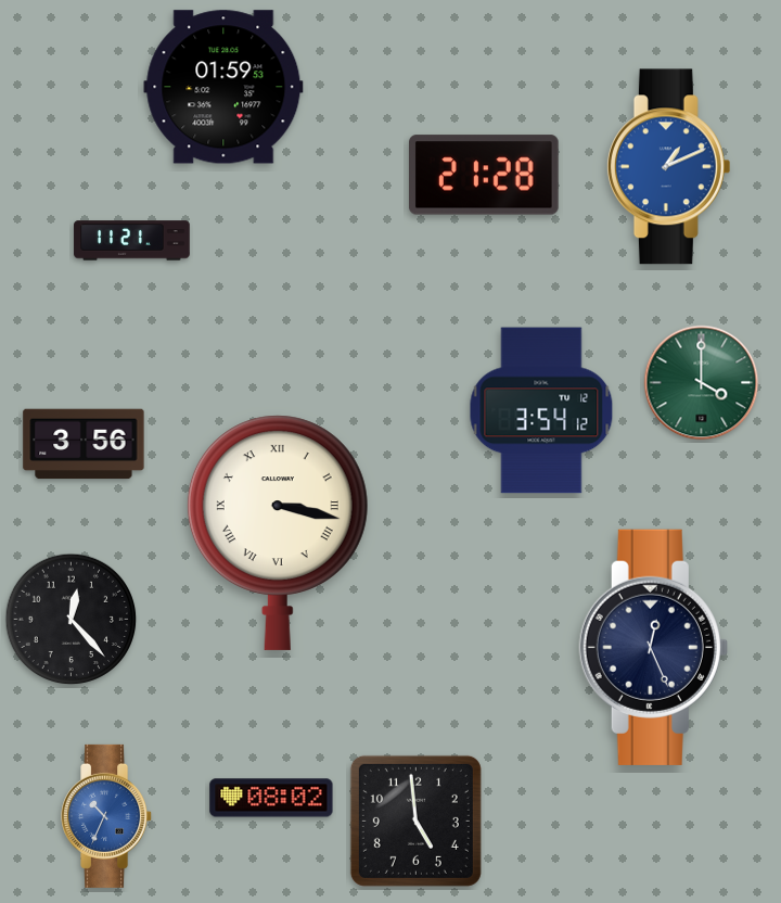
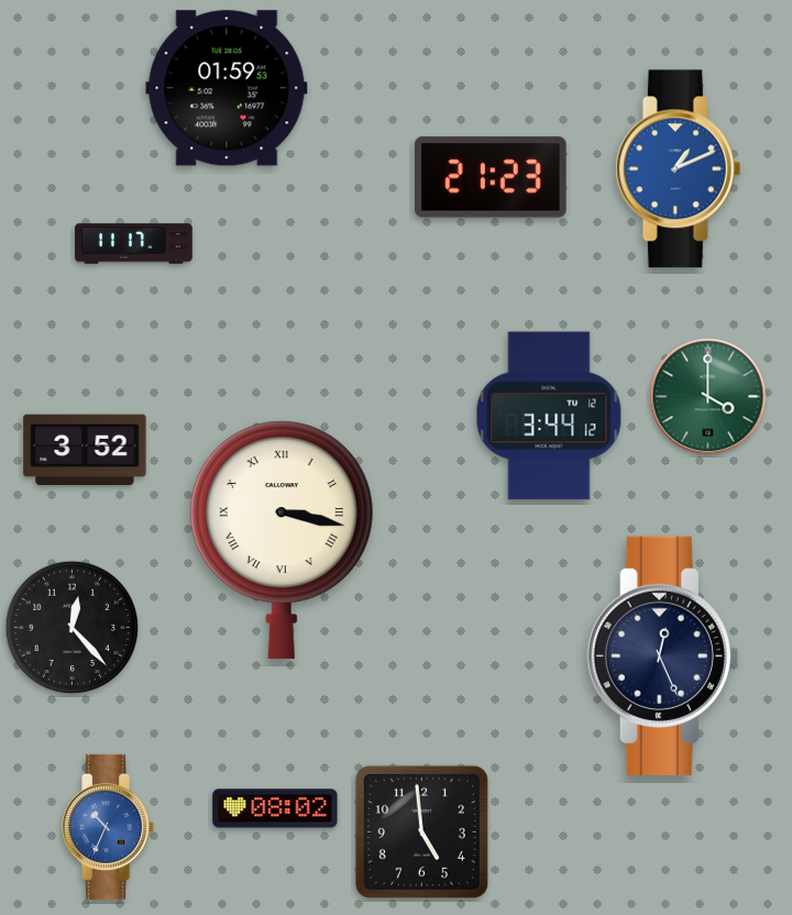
clock at (485, 175): 21:28 -> 21:23
clock at (132, 241): 11:21 -> 11:17
clock at (702, 383) position: (702, 383) -> (708, 397)
clock at (541, 410): 3:54 -> 3:44
clock at (84, 444): 3:56 -> 3:52
